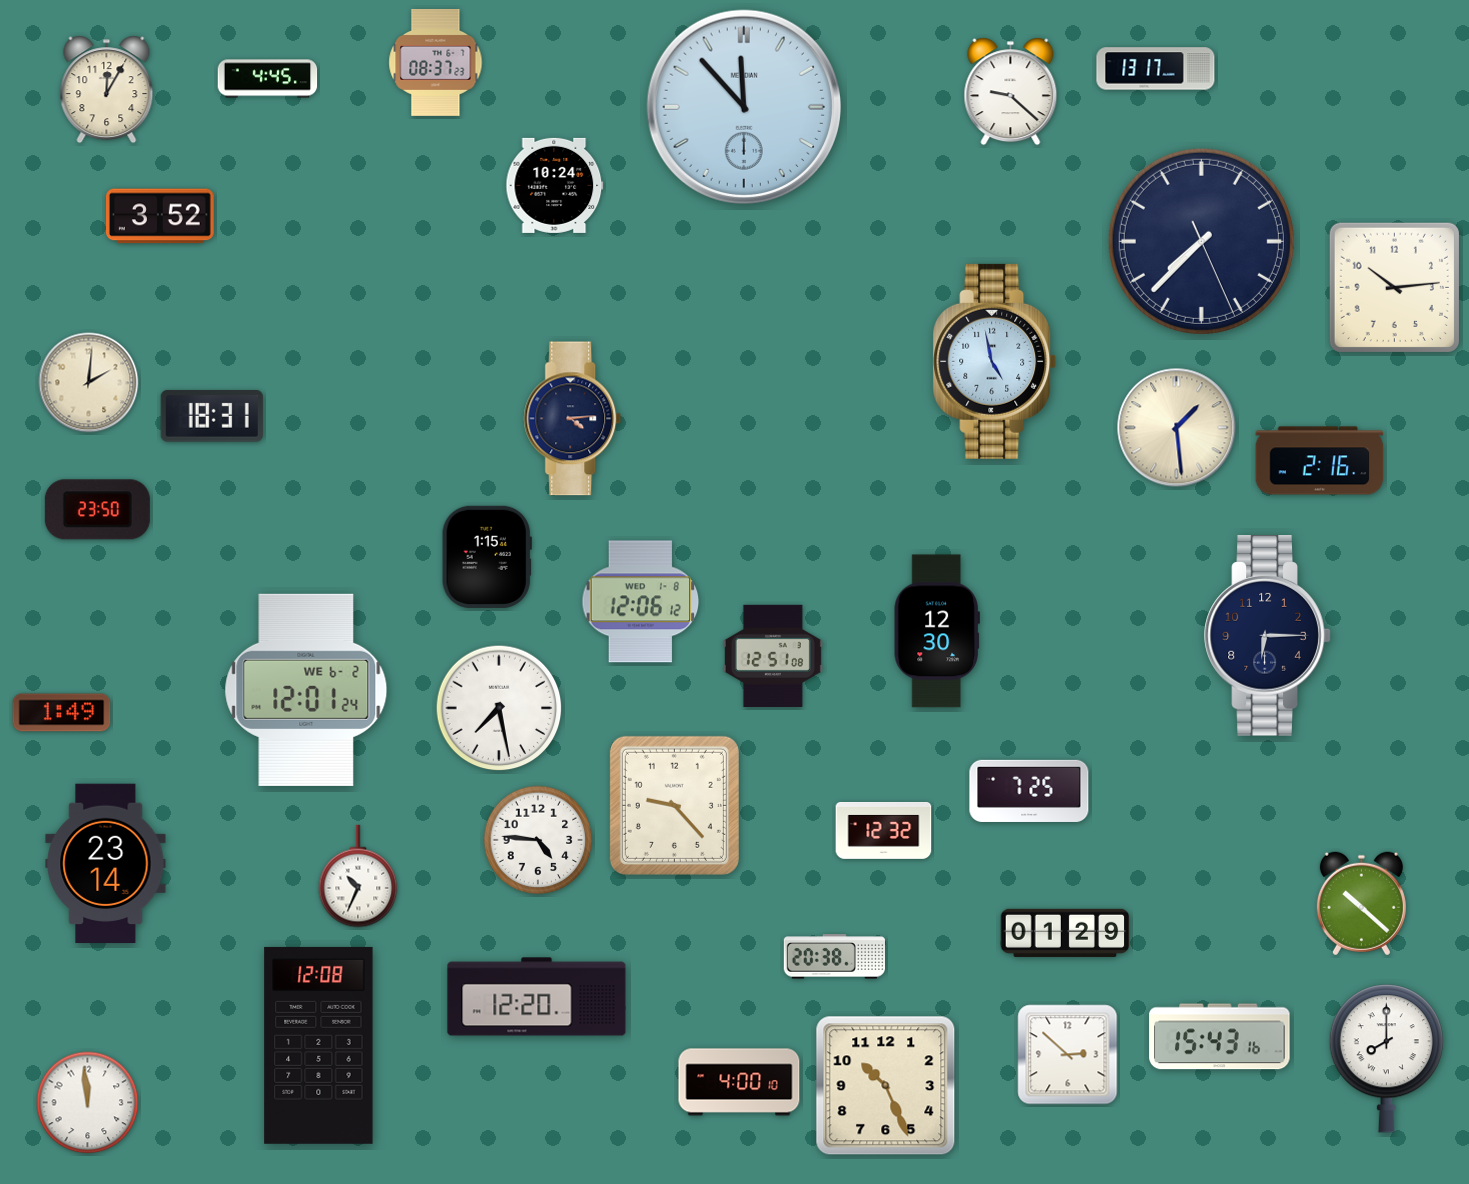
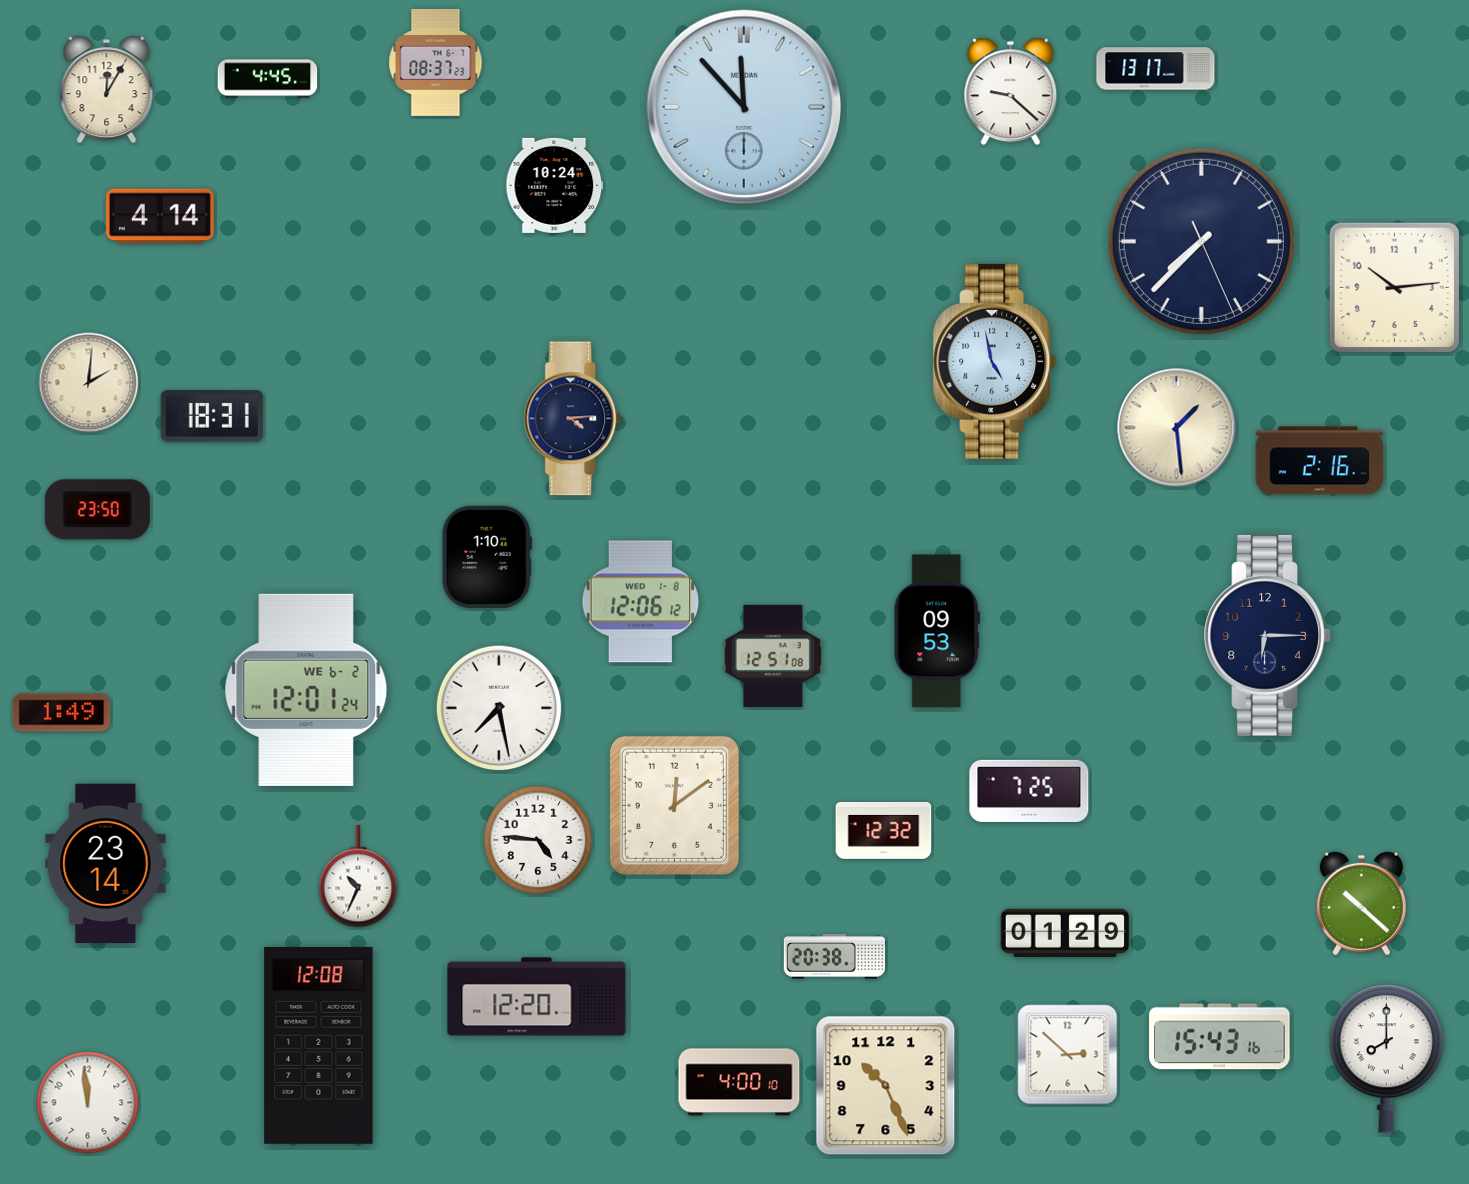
clock at (161, 216): 3:52 -> 4:14
clock at (487, 557): 1:15 -> 1:10
clock at (937, 631): 12:30 -> 09:53
clock at (674, 805): 9:23 -> 12:09
